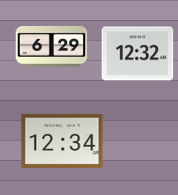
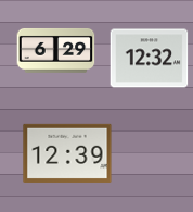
clock at (62, 141): 12:34 -> 12:39
